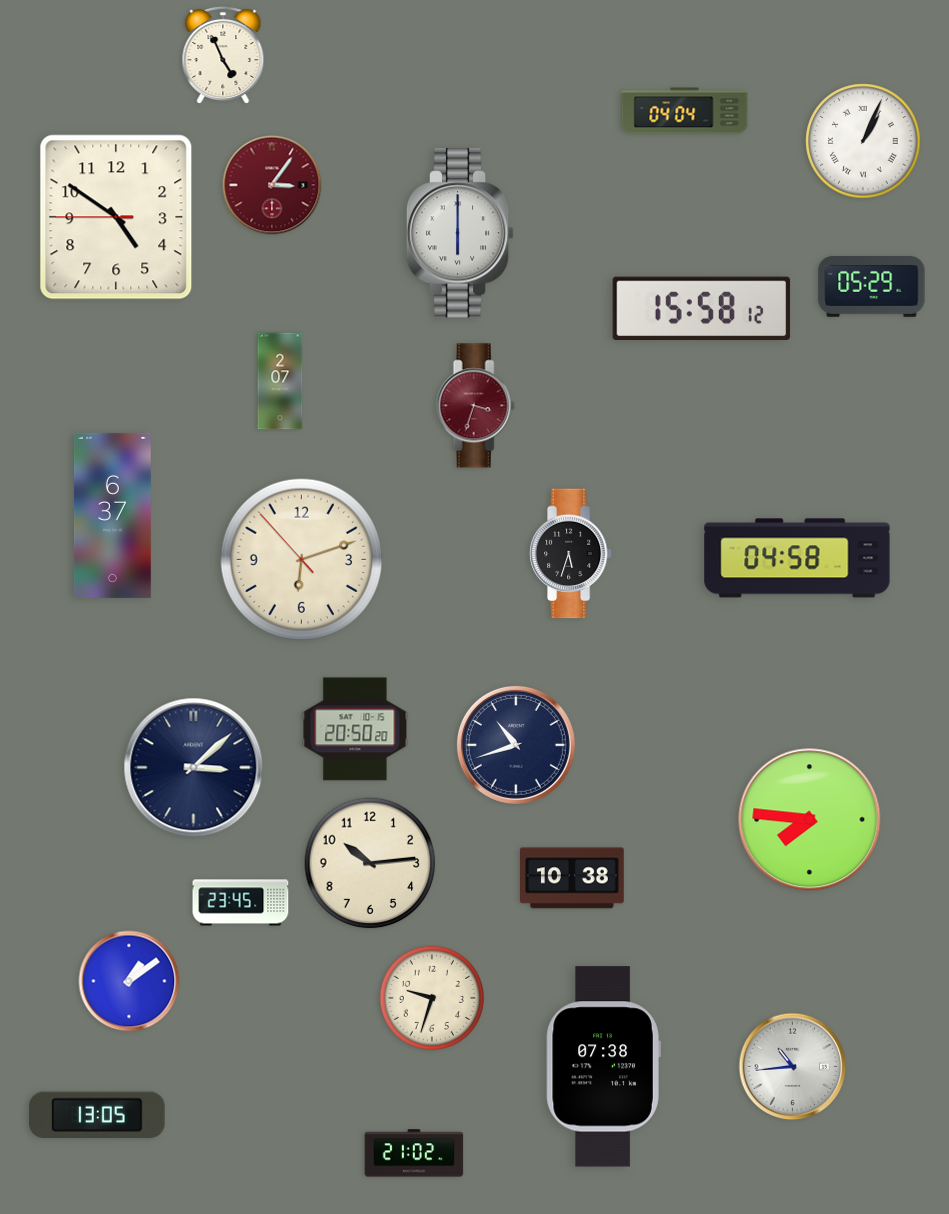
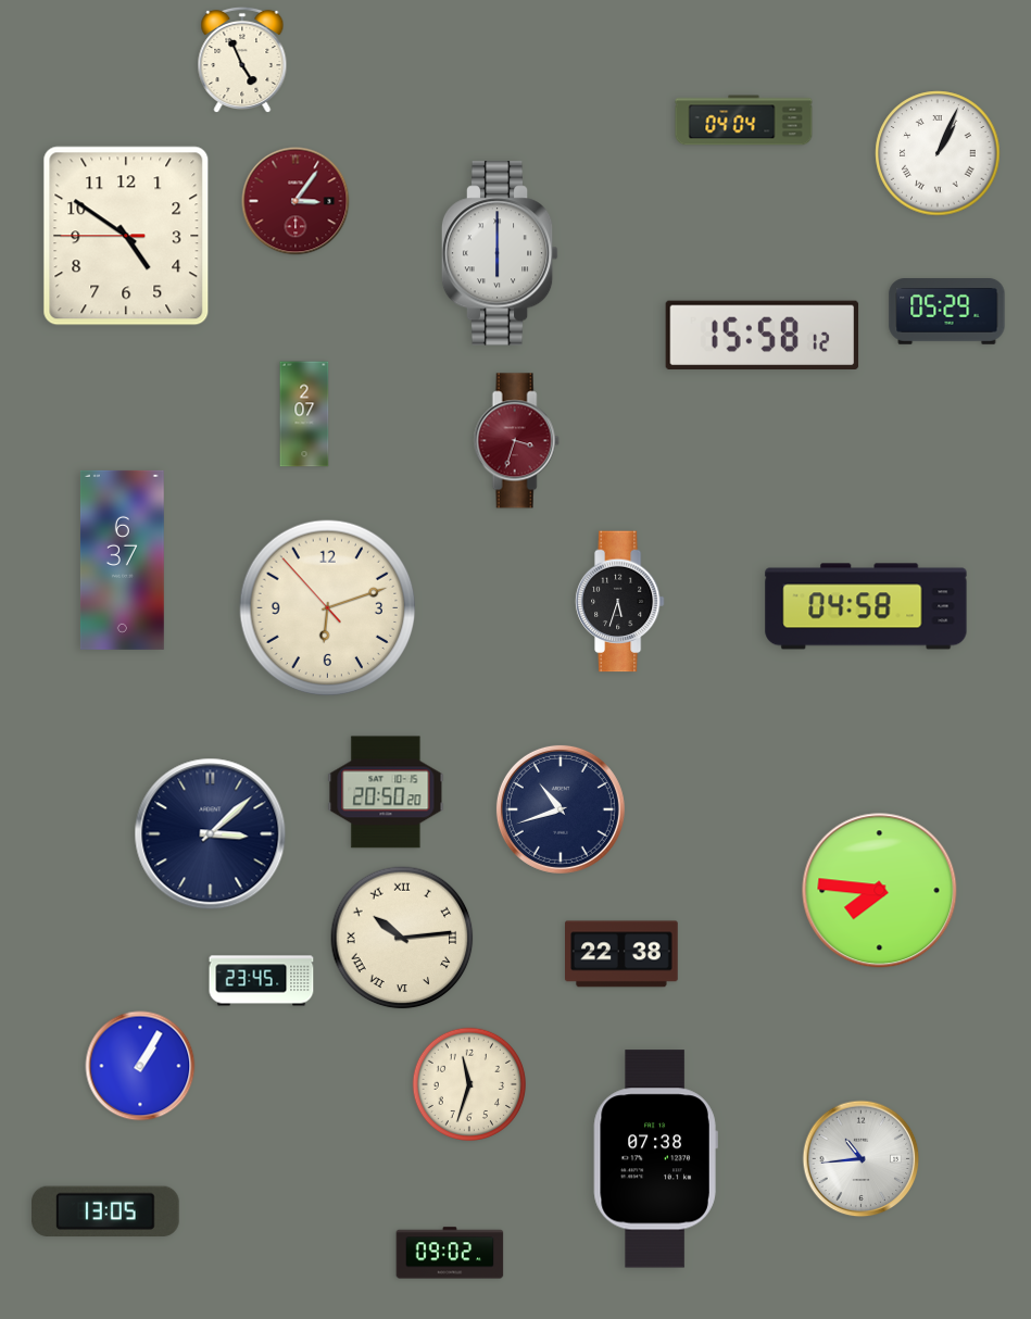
clock at (370, 863) numerals: Arabic -> Roman
clock at (573, 878): 10:38 -> 22:38
clock at (129, 981): 1:09 -> 1:05
clock at (431, 997): 9:33 -> 11:33
clock at (414, 1153): 21:02 -> 09:02
